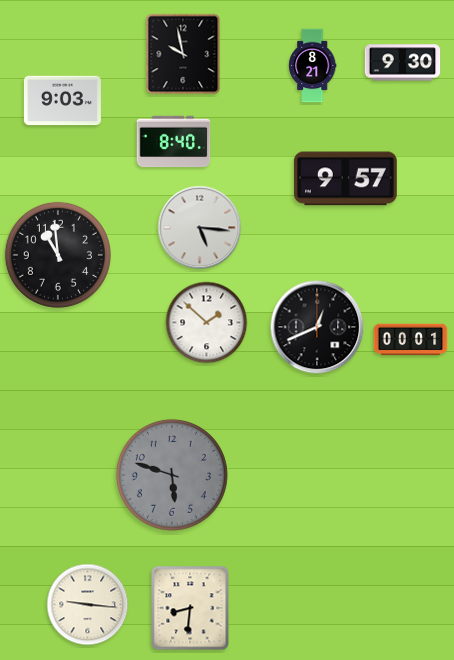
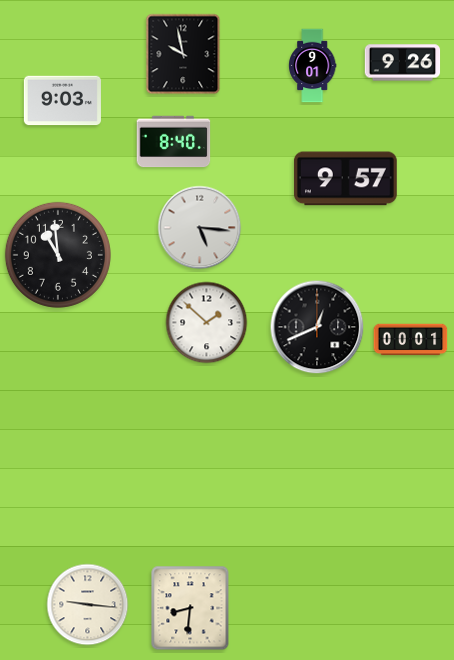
clock at (403, 63): 9:30 -> 9:26
clock at (313, 66): 8:21 -> 9:01
clock at (172, 475): 5:48 -> none
